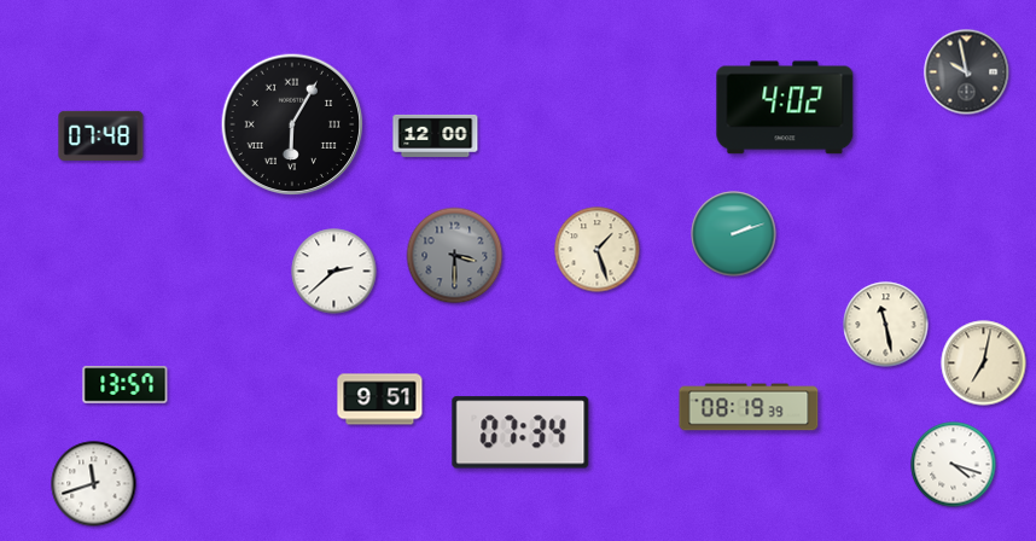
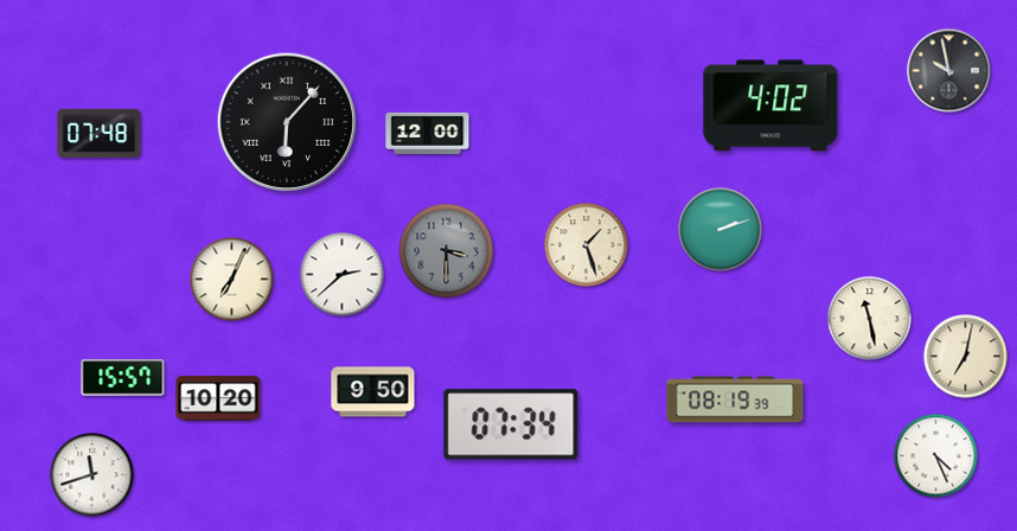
clock at (292, 124): 6:05 -> 6:07
clock at (334, 272) position: (334, 272) -> (343, 275)
clock at (232, 280): none -> 7:04
clock at (126, 385): 13:57 -> 15:57
clock at (380, 400): 9:51 -> 9:50
clock at (218, 398): none -> 10:20
clock at (954, 465): 4:18 -> 4:26
